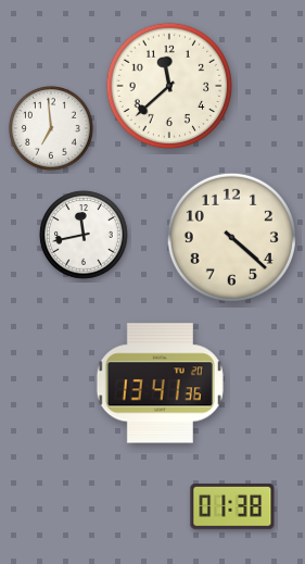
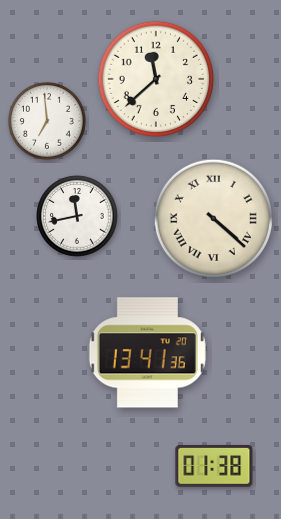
clock at (52, 129) position: (52, 129) -> (48, 122)
clock at (231, 237) numerals: Arabic -> Roman
